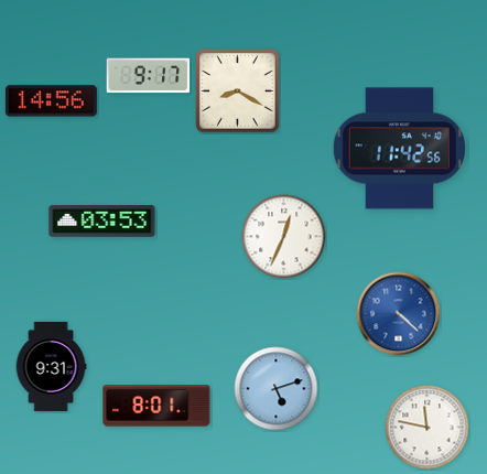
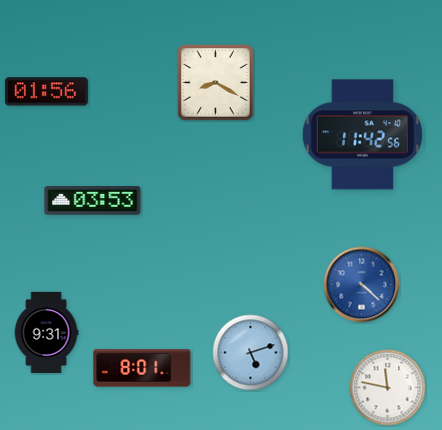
clock at (149, 76): 9:17 -> none
clock at (51, 101): 14:56 -> 01:56
clock at (284, 237): 12:34 -> none
